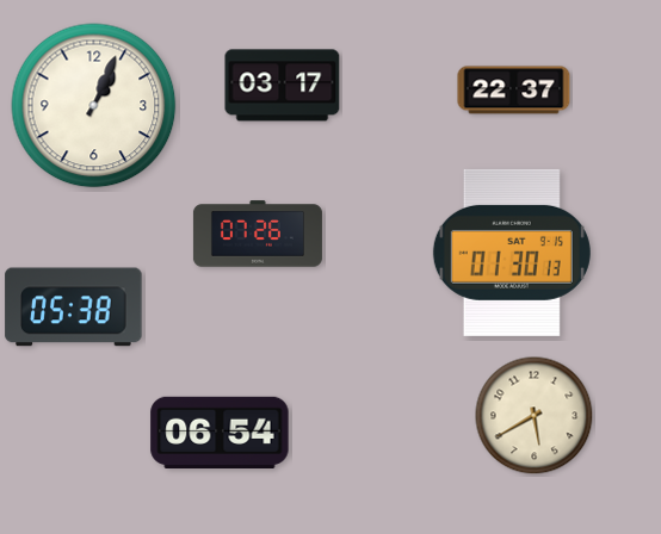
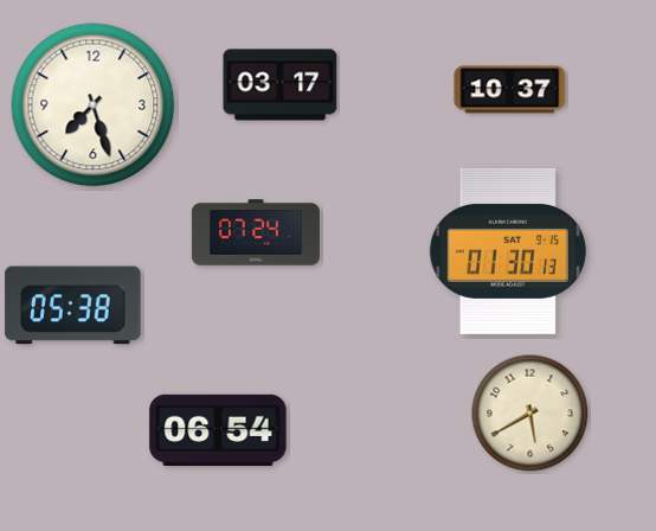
clock at (514, 91): 22:37 -> 10:37
clock at (94, 106): 1:04 -> 7:27
clock at (258, 234): 07:26 -> 07:24
